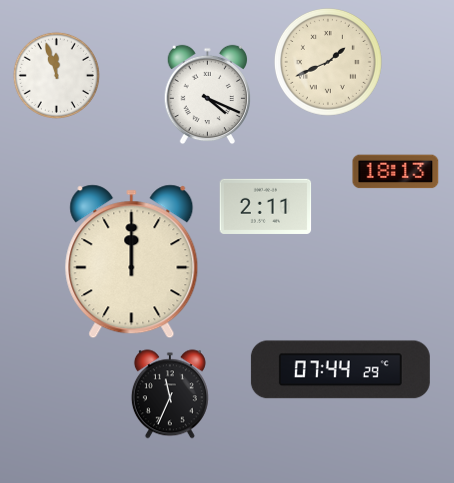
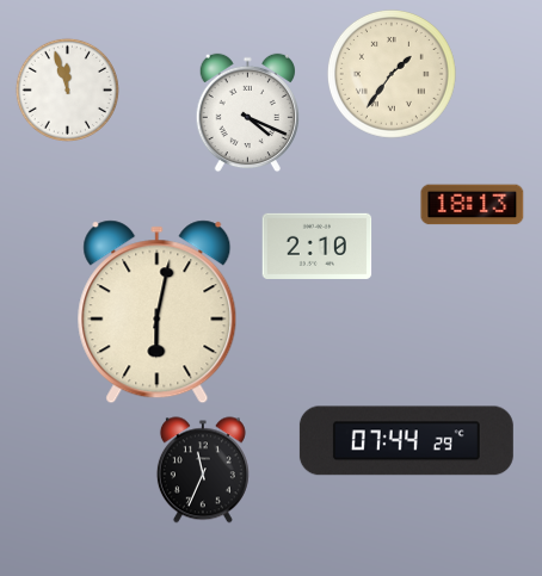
clock at (328, 62): 1:41 -> 1:36
clock at (266, 206): 2:11 -> 2:10
clock at (132, 262): 12:00 -> 6:02
